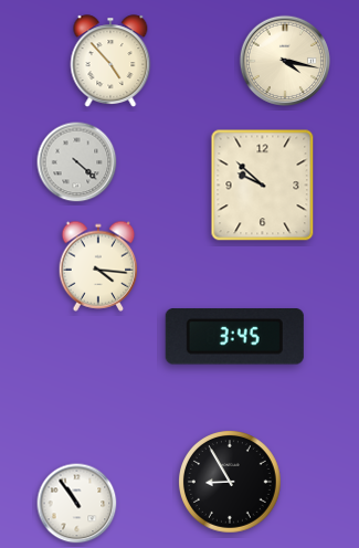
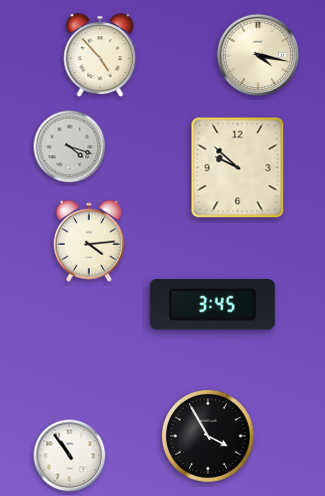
clock at (77, 162): 4:22 -> 4:18
clock at (98, 266): 4:16 -> 4:14
clock at (230, 482): 8:55 -> 3:55
